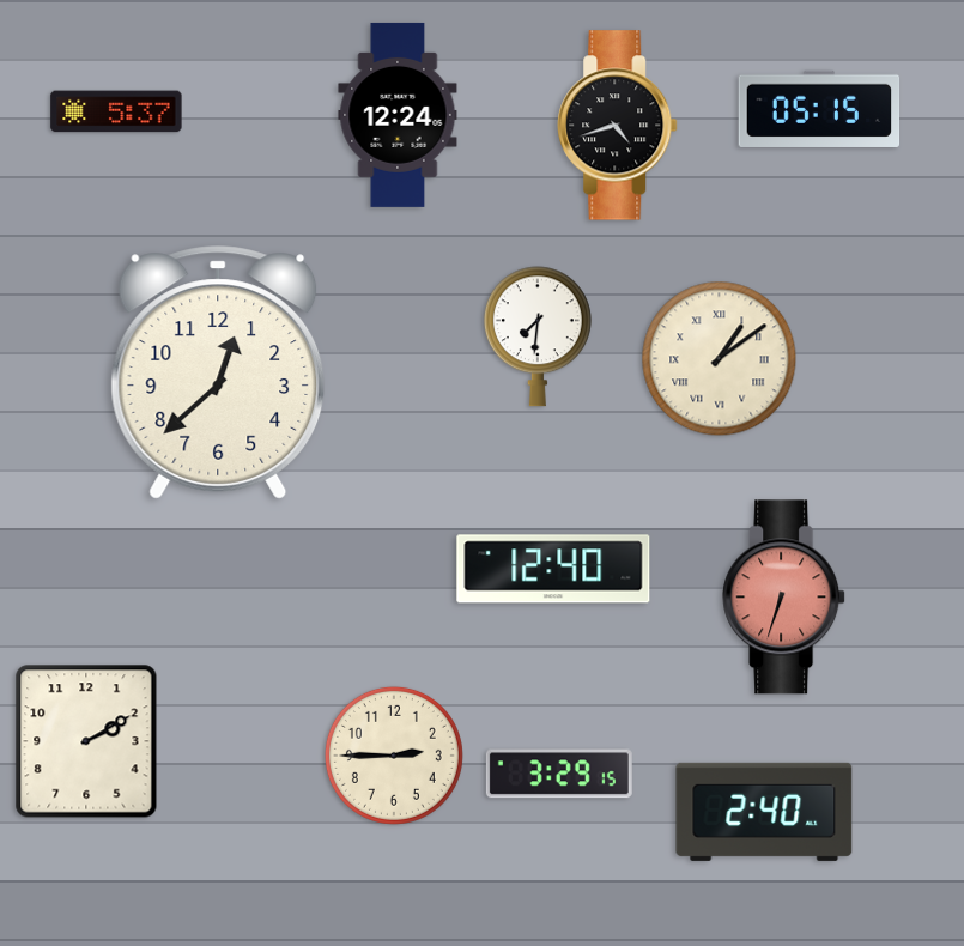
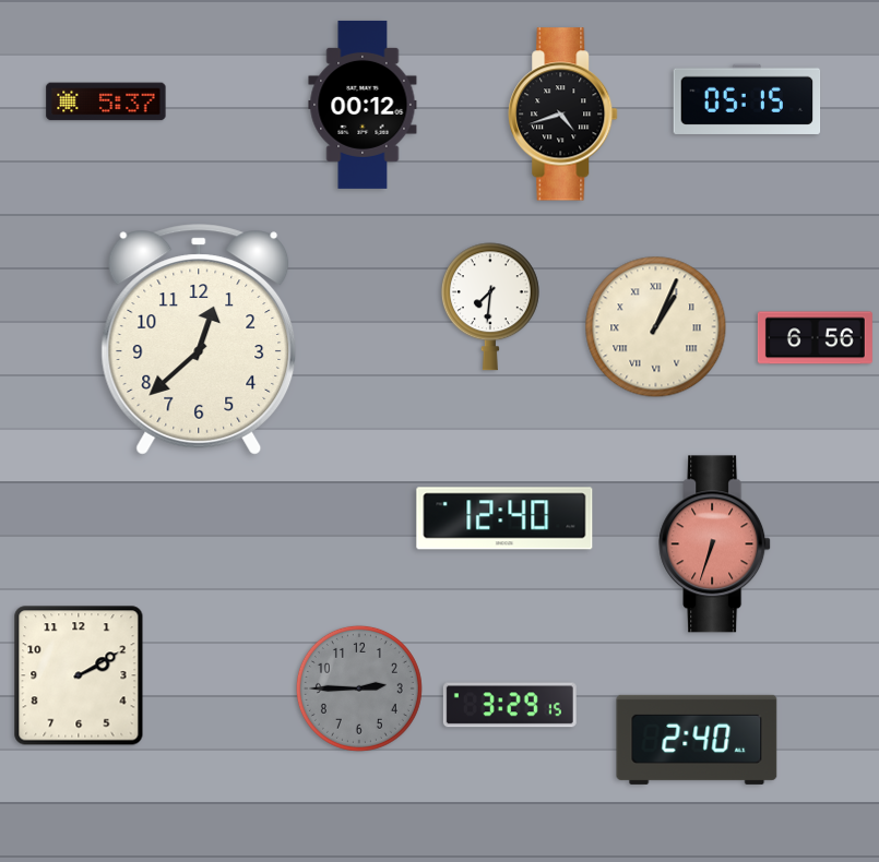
clock at (398, 115): 12:24 -> 00:12
clock at (720, 359): 1:09 -> 1:04
clock at (815, 338): none -> 6:56
clock at (394, 756) dial: cream -> grey
